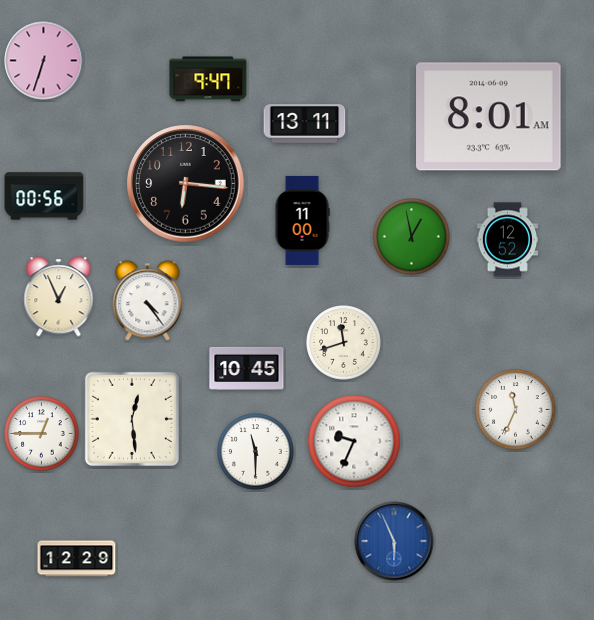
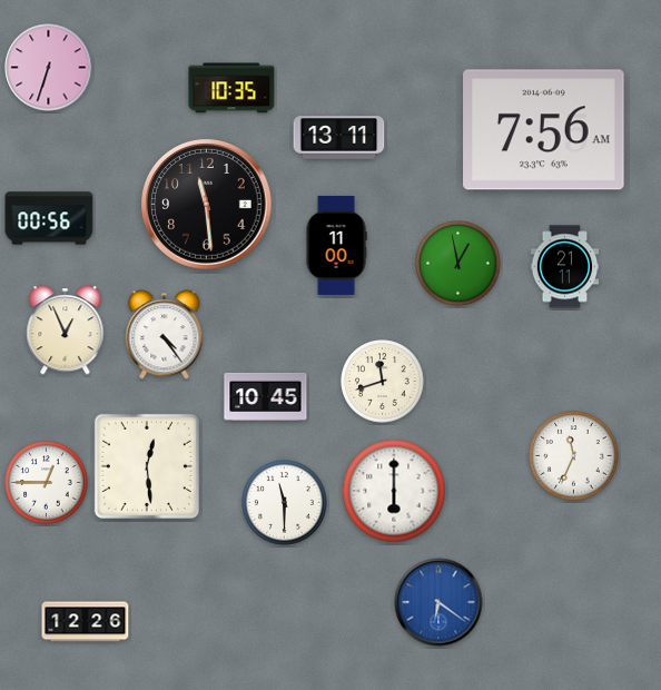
clock at (208, 79): 9:47 -> 10:35
clock at (489, 117): 8:01 -> 7:56
clock at (186, 184): 6:16 -> 11:29
clock at (508, 240): 12:52 -> 21:11
clock at (247, 368) position: (247, 368) -> (266, 396)
clock at (354, 441): 9:34 -> 6:00
clock at (394, 541): 5:56 -> 6:21
clock at (77, 559): 12:29 -> 12:26
